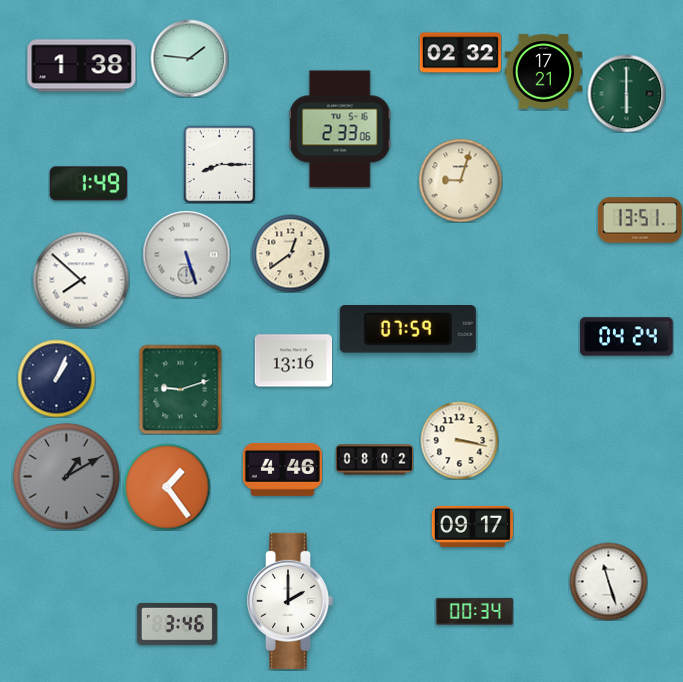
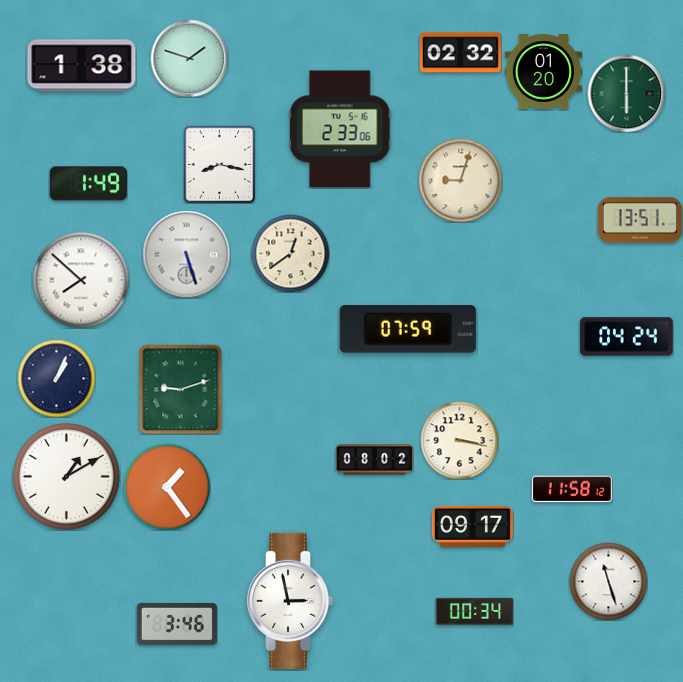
clock at (189, 58): 1:46 -> 1:48
clock at (543, 72): 17:21 -> 01:20
clock at (220, 164): 8:15 -> 8:17
clock at (293, 361): 13:16 -> none
clock at (282, 469): 4:46 -> none
clock at (67, 477) dial: grey -> white
clock at (572, 489): none -> 11:58
clock at (290, 601): 2:00 -> 2:58
